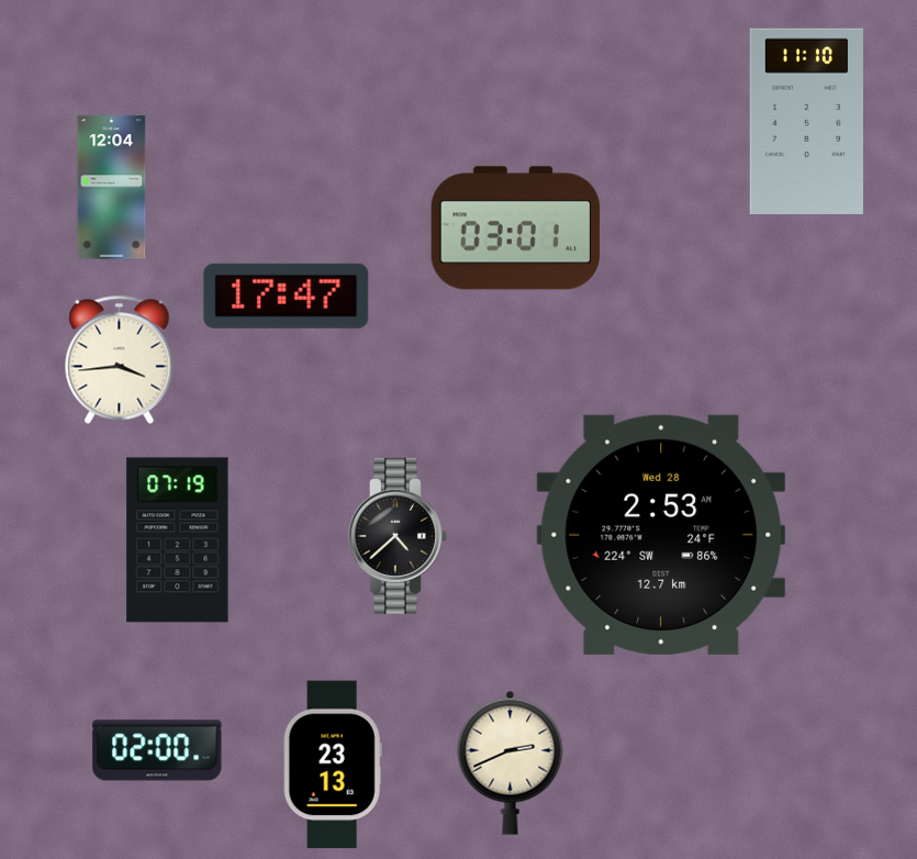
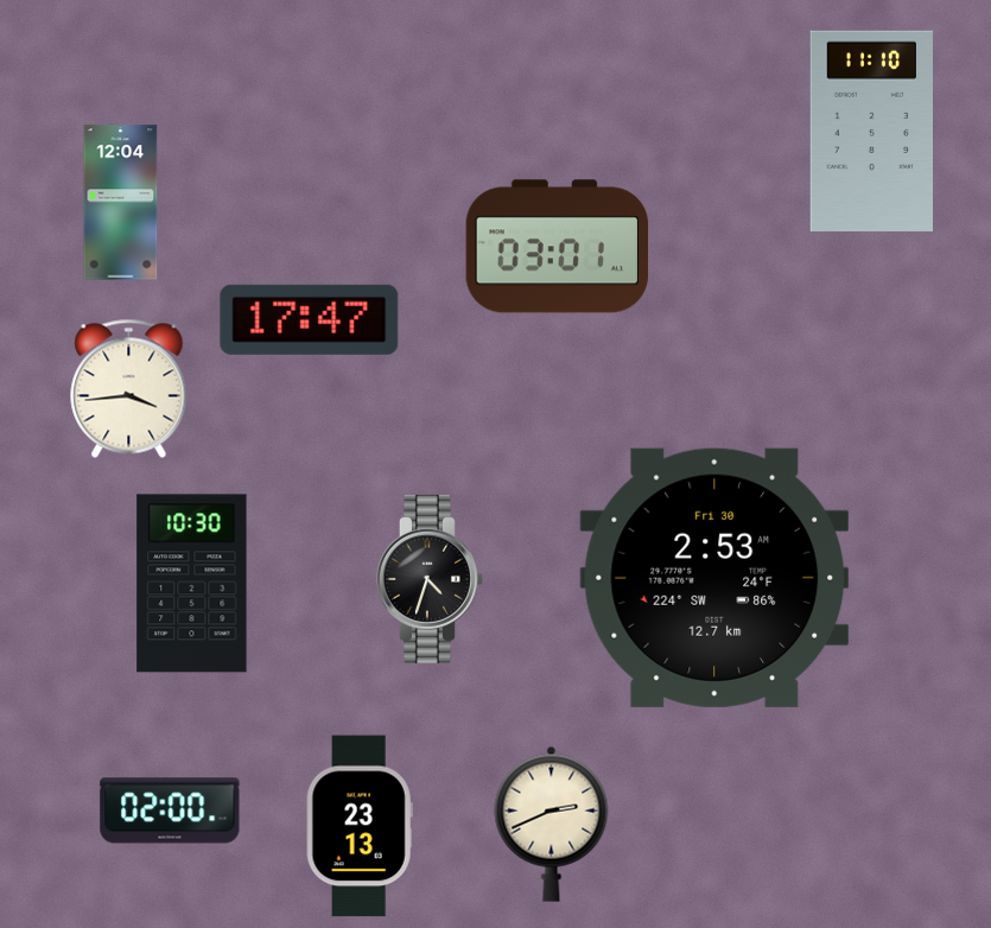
clock at (661, 535) date: Wed 28 -> Fri 30
clock at (398, 536): 4:38 -> 4:33
clock at (178, 540): 07:19 -> 10:30
